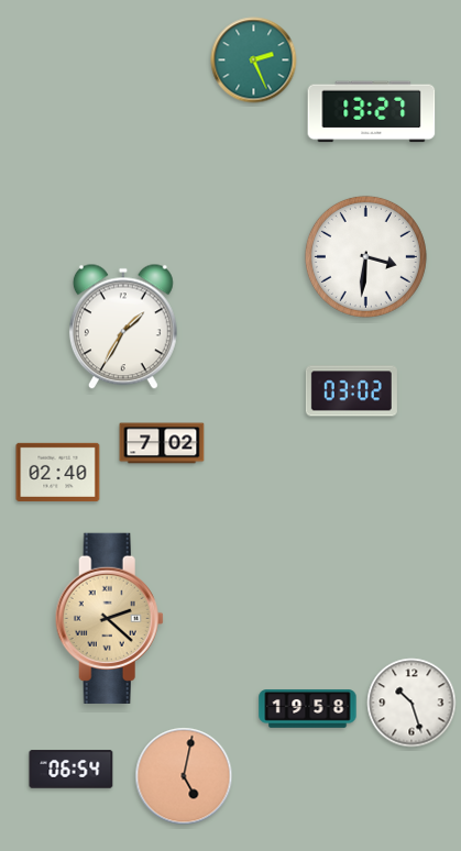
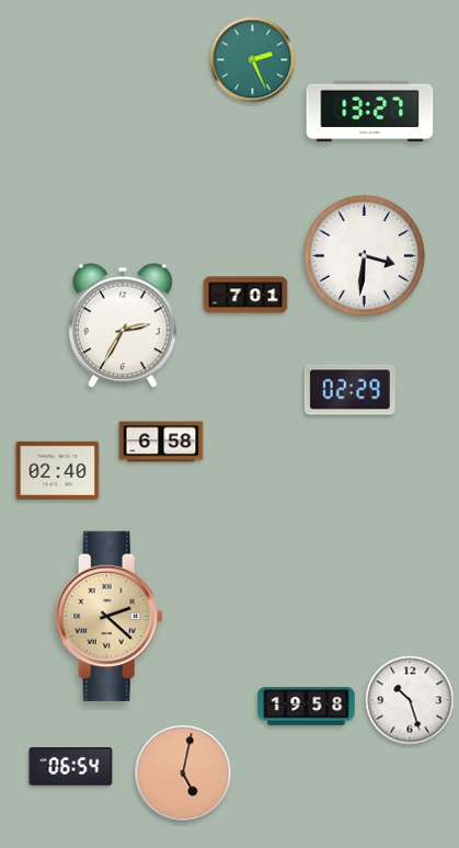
clock at (245, 295): none -> 7:01
clock at (123, 327): 1:35 -> 2:35
clock at (351, 391): 03:02 -> 02:29
clock at (162, 443): 7:02 -> 6:58
